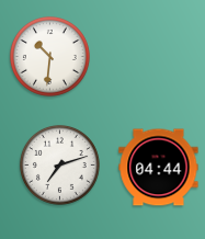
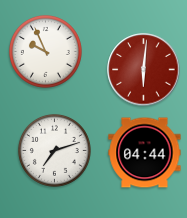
clock at (49, 56): 10:31 -> 9:56
clock at (144, 70): none -> 6:01
